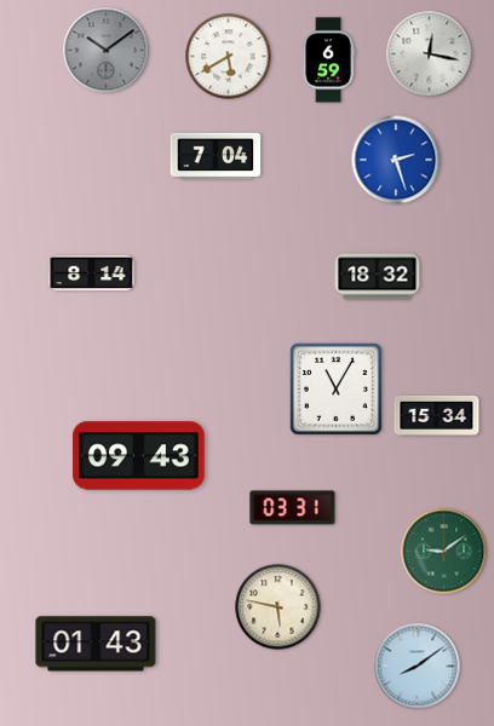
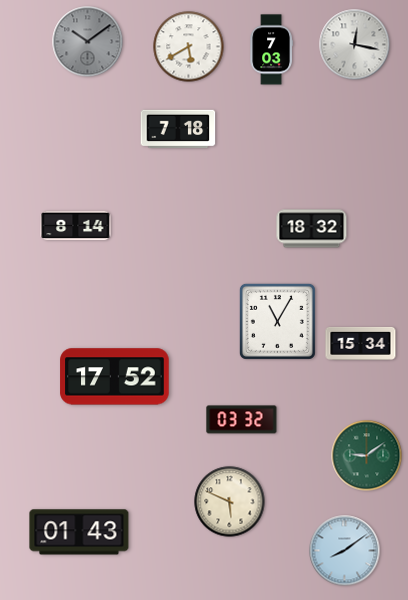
clock at (328, 60): 6:59 -> 7:03
clock at (216, 156): 7:04 -> 7:18
clock at (396, 160): 2:27 -> none
clock at (139, 456): 09:43 -> 17:52
clock at (293, 508): 03:31 -> 03:32
clock at (278, 607): 5:47 -> 5:49
